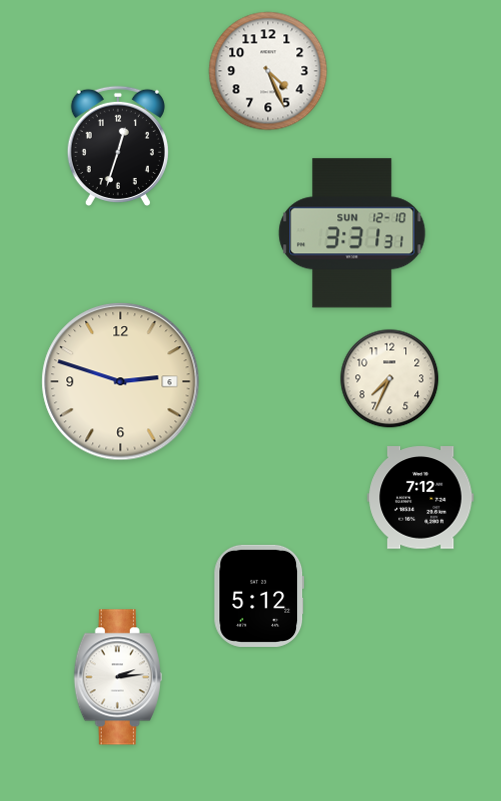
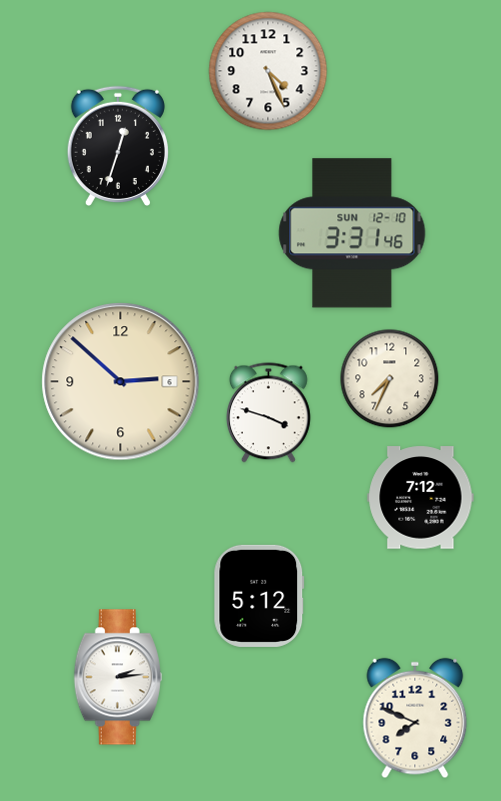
clock at (352, 233): 3:31:31 -> 3:31:46
clock at (121, 382): 2:48 -> 2:52
clock at (268, 413): none -> 3:48
clock at (415, 718): none -> 7:49
